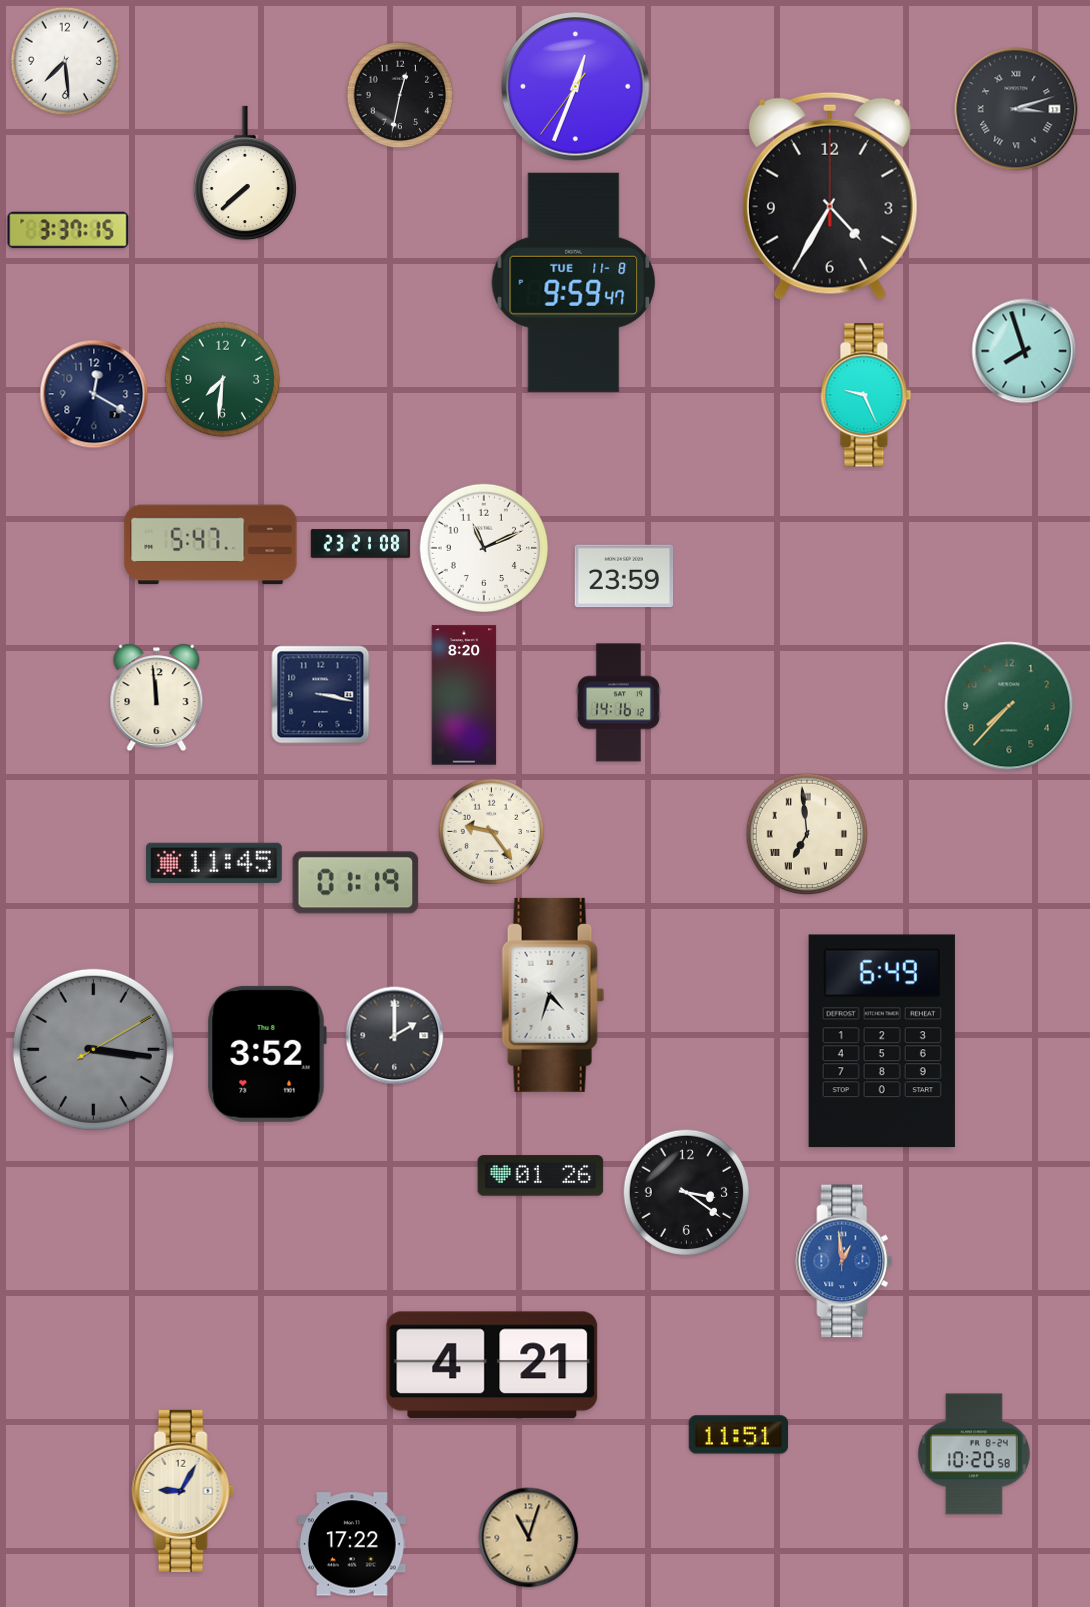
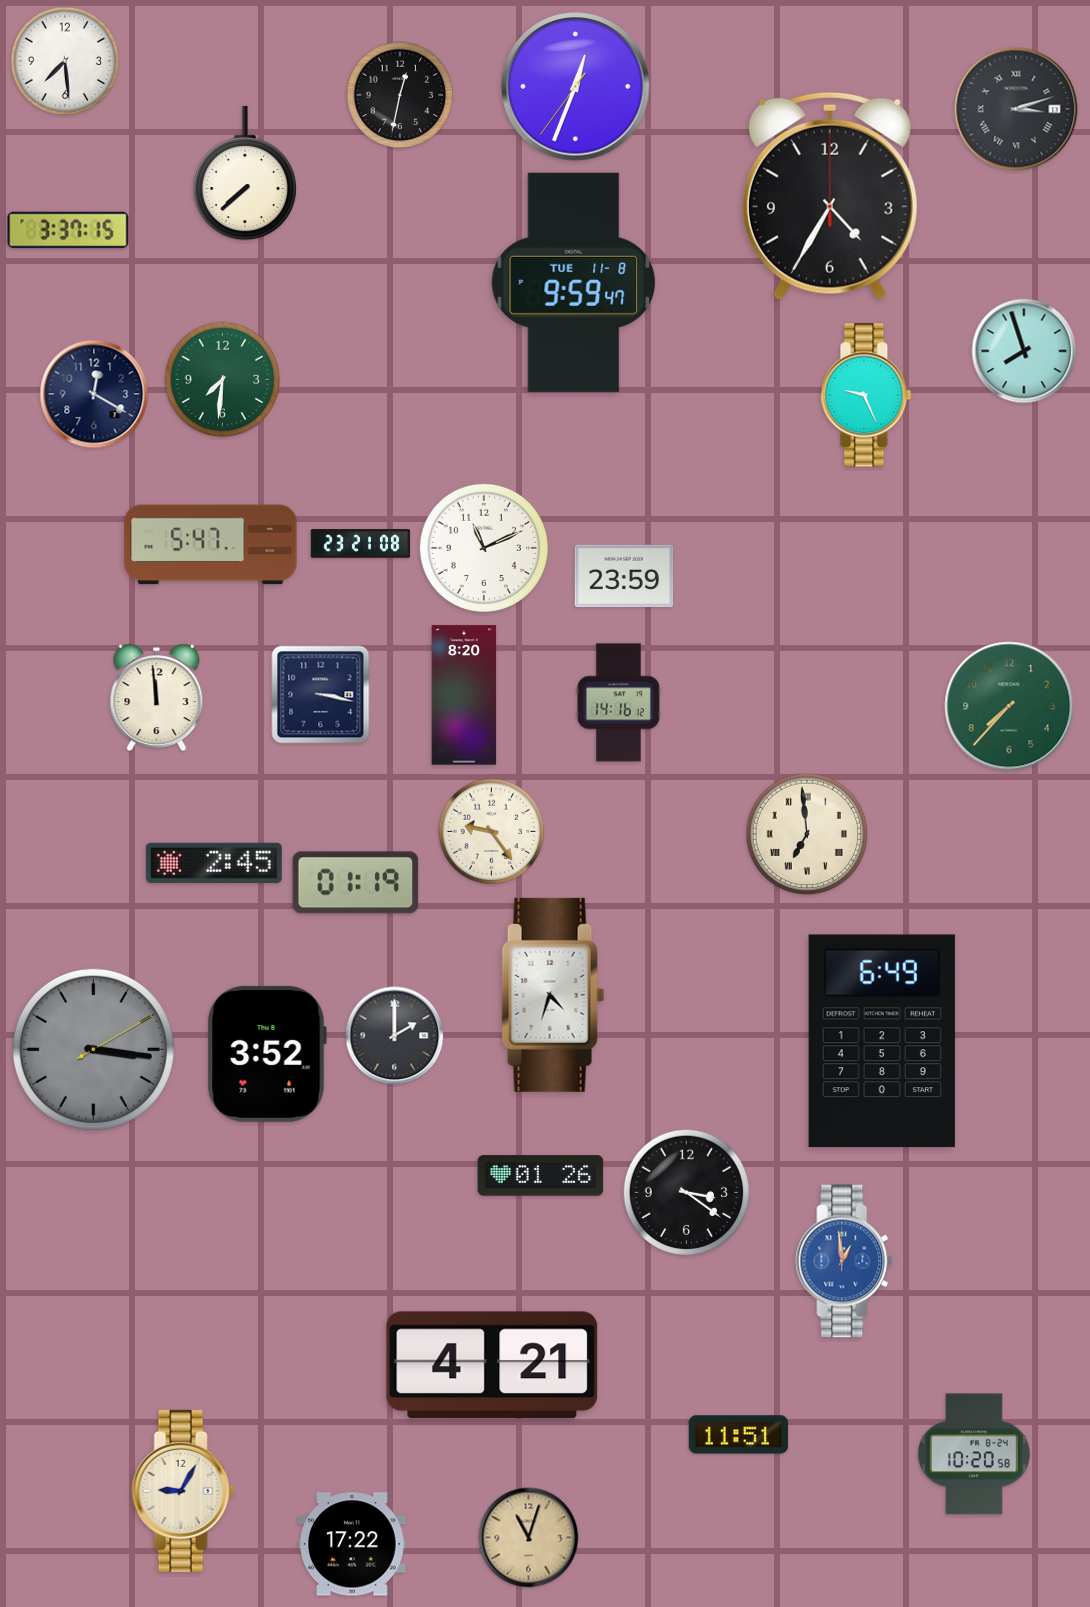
clock at (214, 862): 11:45 -> 2:45
